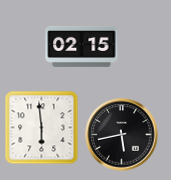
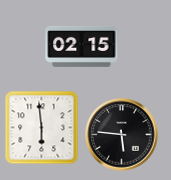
clock at (122, 135): 5:43 -> 5:46
